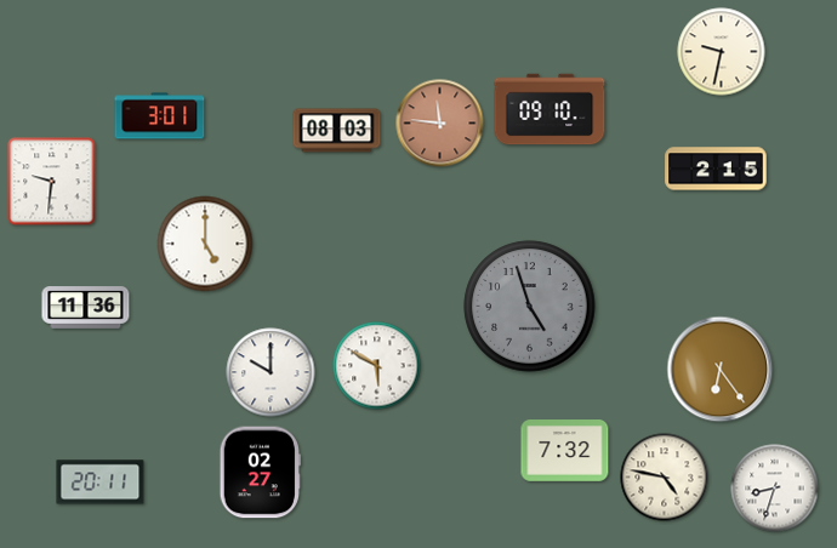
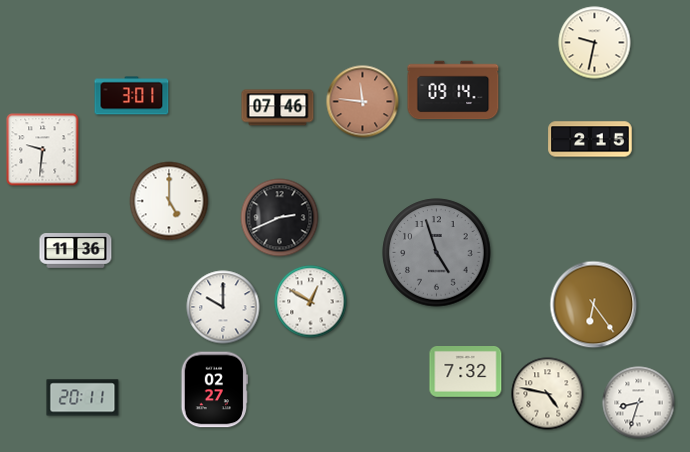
clock at (550, 109): 09:10 -> 09:14
clock at (337, 131): 08:03 -> 07:46
clock at (280, 218): none -> 2:41
clock at (86, 308) position: (86, 308) -> (76, 251)
clock at (377, 366): 5:50 -> 12:50
